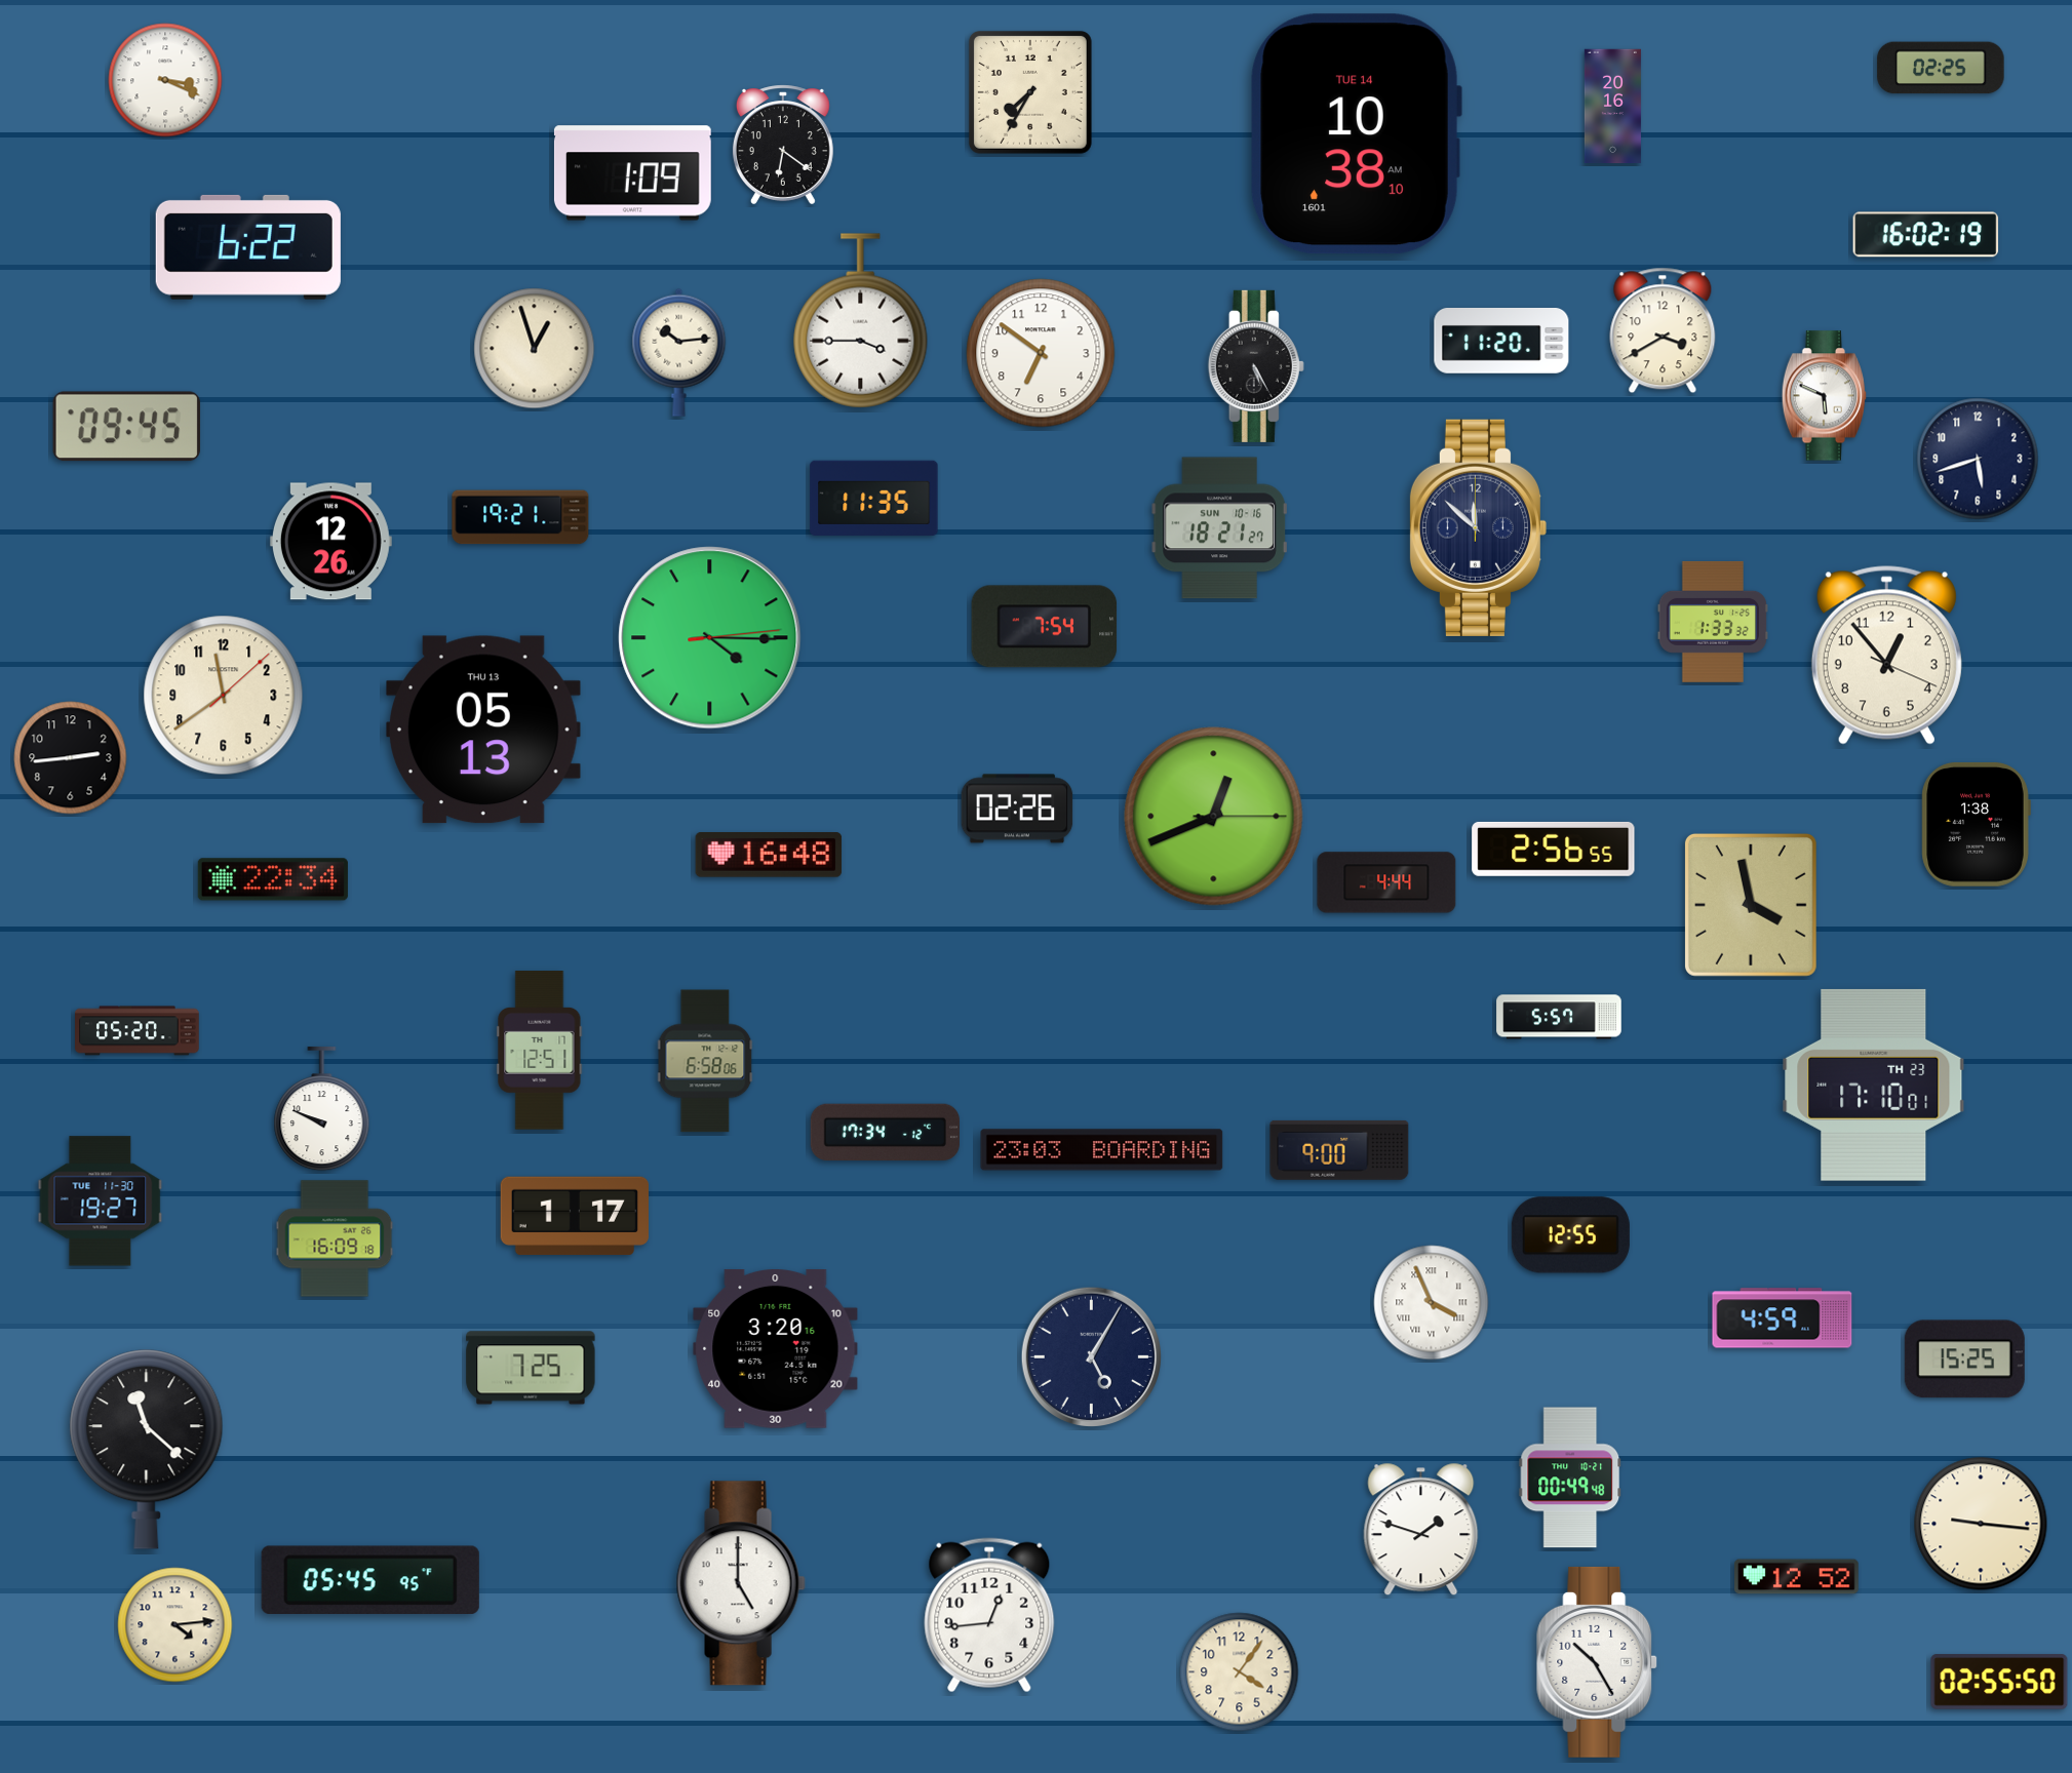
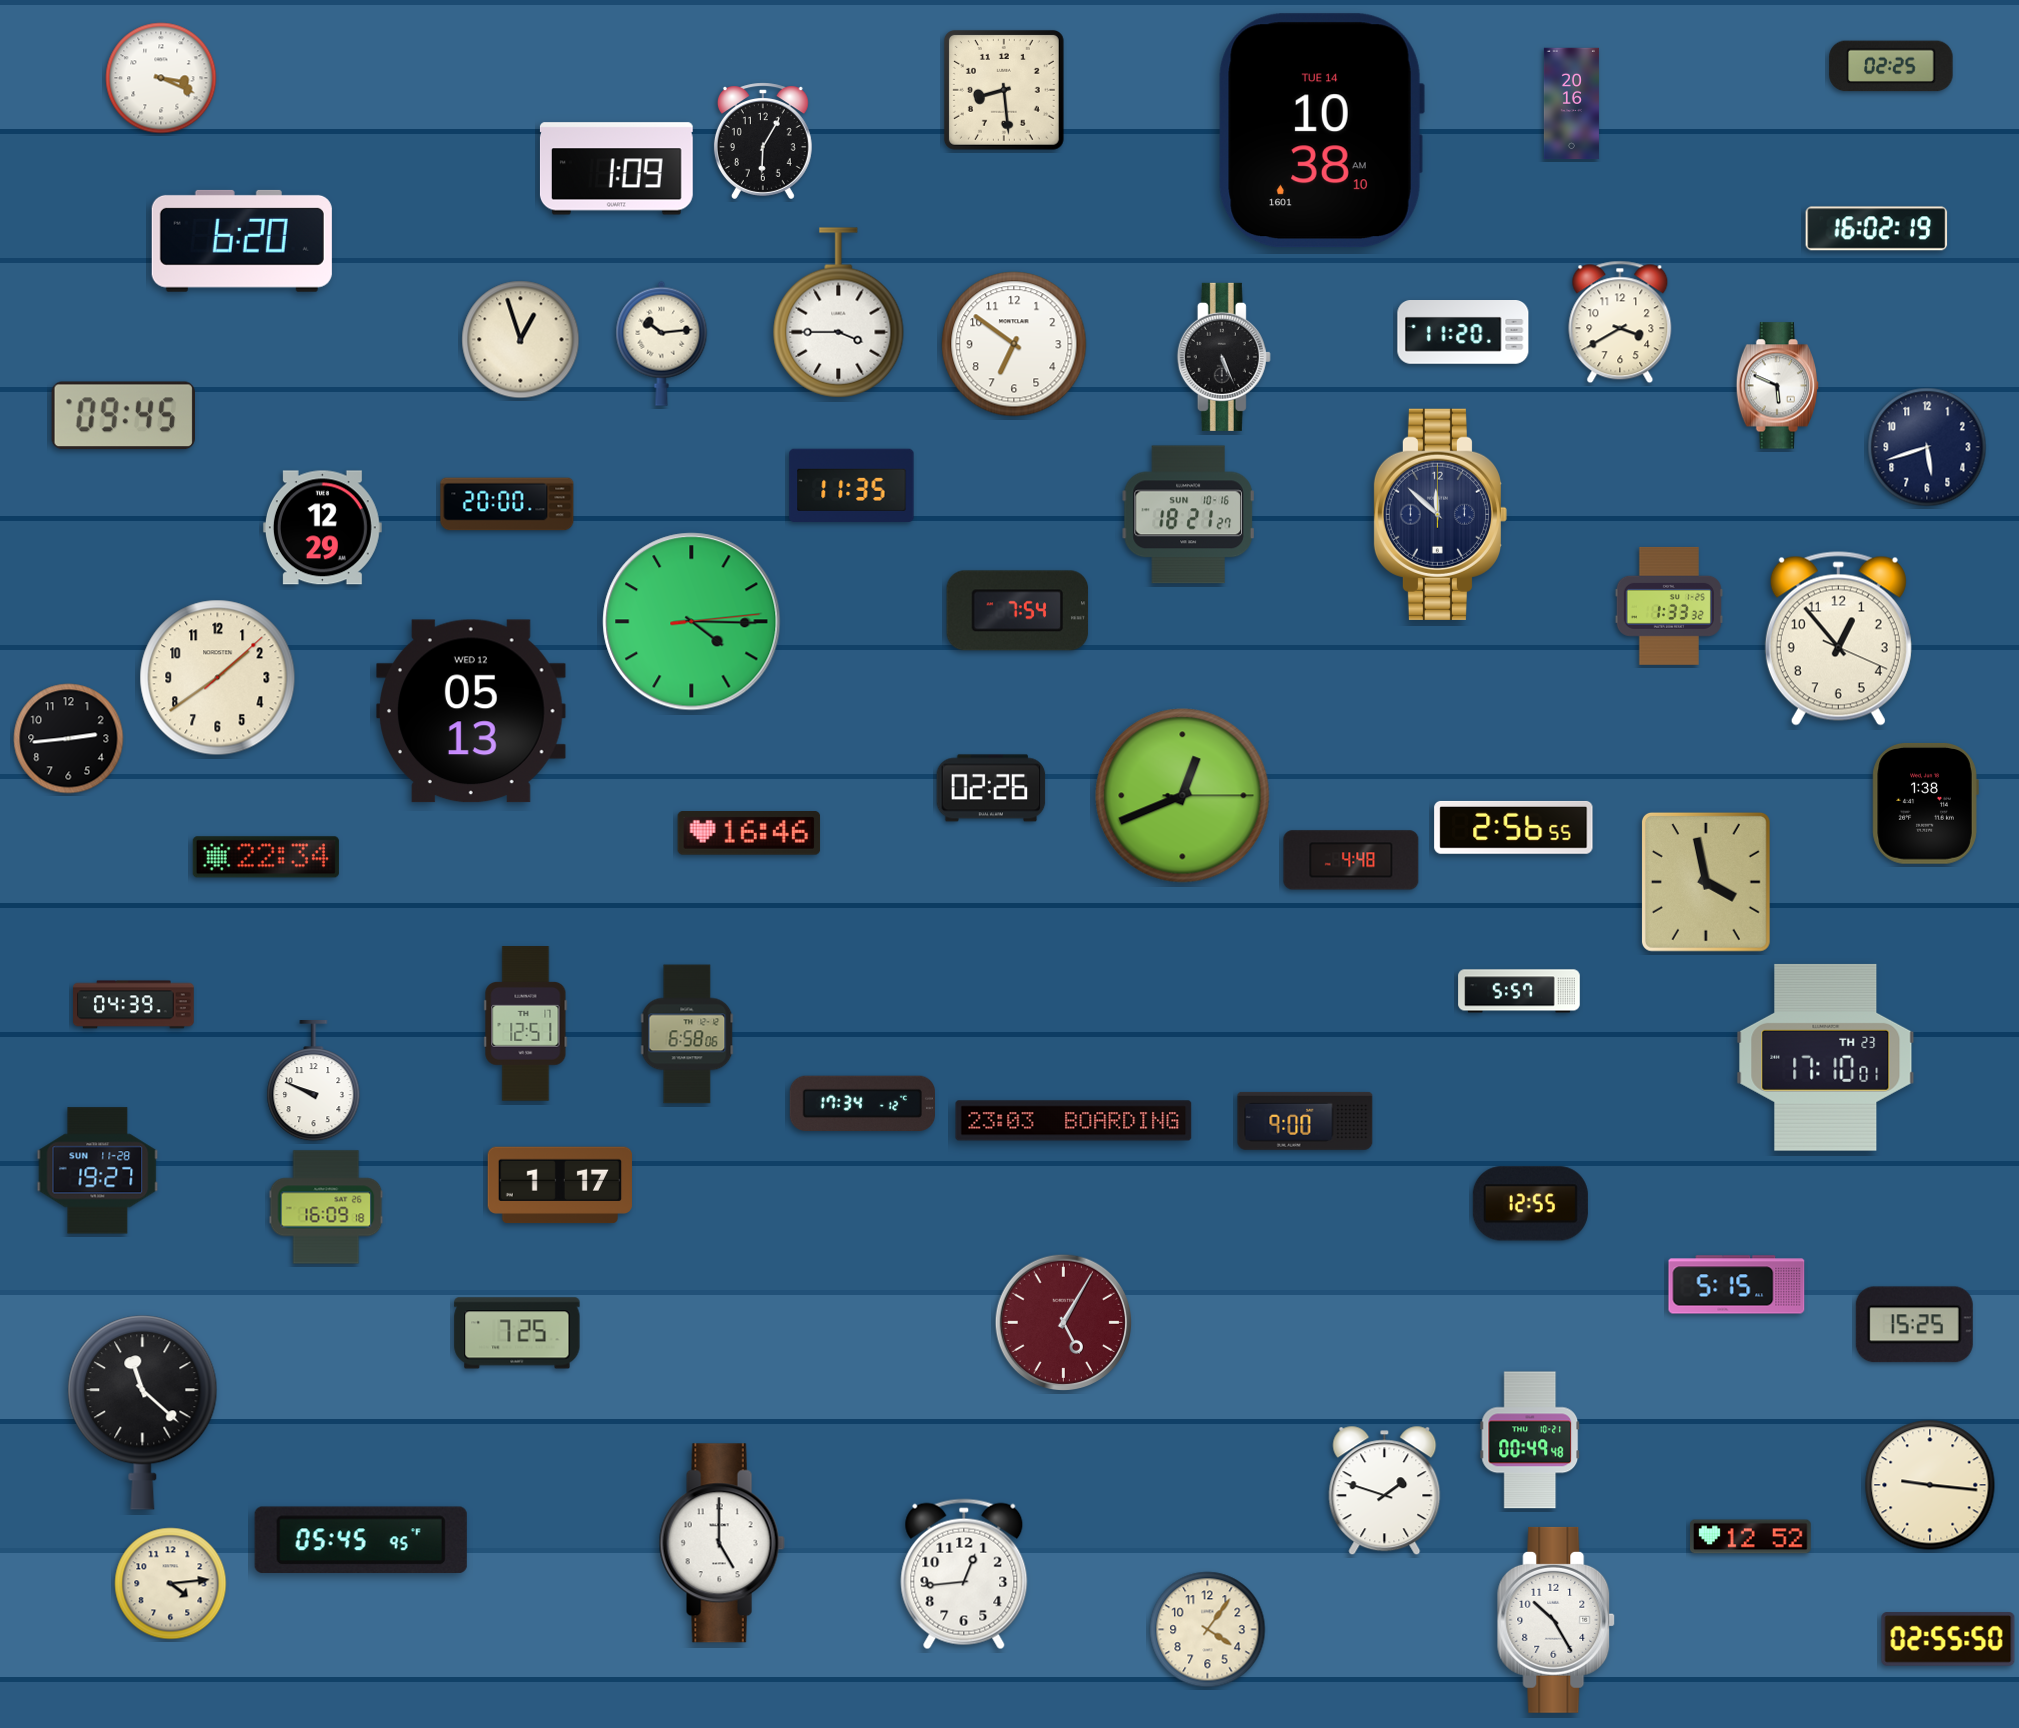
clock at (1030, 92): 7:35 -> 8:29
clock at (783, 145): 6:21 -> 6:05
clock at (248, 247): 6:22 -> 6:20
clock at (1256, 366): 5:25 -> 5:26
clock at (520, 517): 19:21 -> 20:00
clock at (330, 542): 12:26 -> 12:29
clock at (224, 696): 11:39 -> 1:39
clock at (484, 730) date: THU 13 -> WED 12
clock at (769, 856): 16:48 -> 16:46
clock at (1386, 882): 4:44 -> 4:48
clock at (138, 1031): 05:20 -> 04:39
clock at (101, 1201) date: TUE 11-30 -> SUN 11-28
clock at (1432, 1303): 3:56 -> none
clock at (1783, 1318): 4:59 -> 5:15
clock at (776, 1349): 3:20 -> none
clock at (1091, 1356) dial: navy -> burgundy
